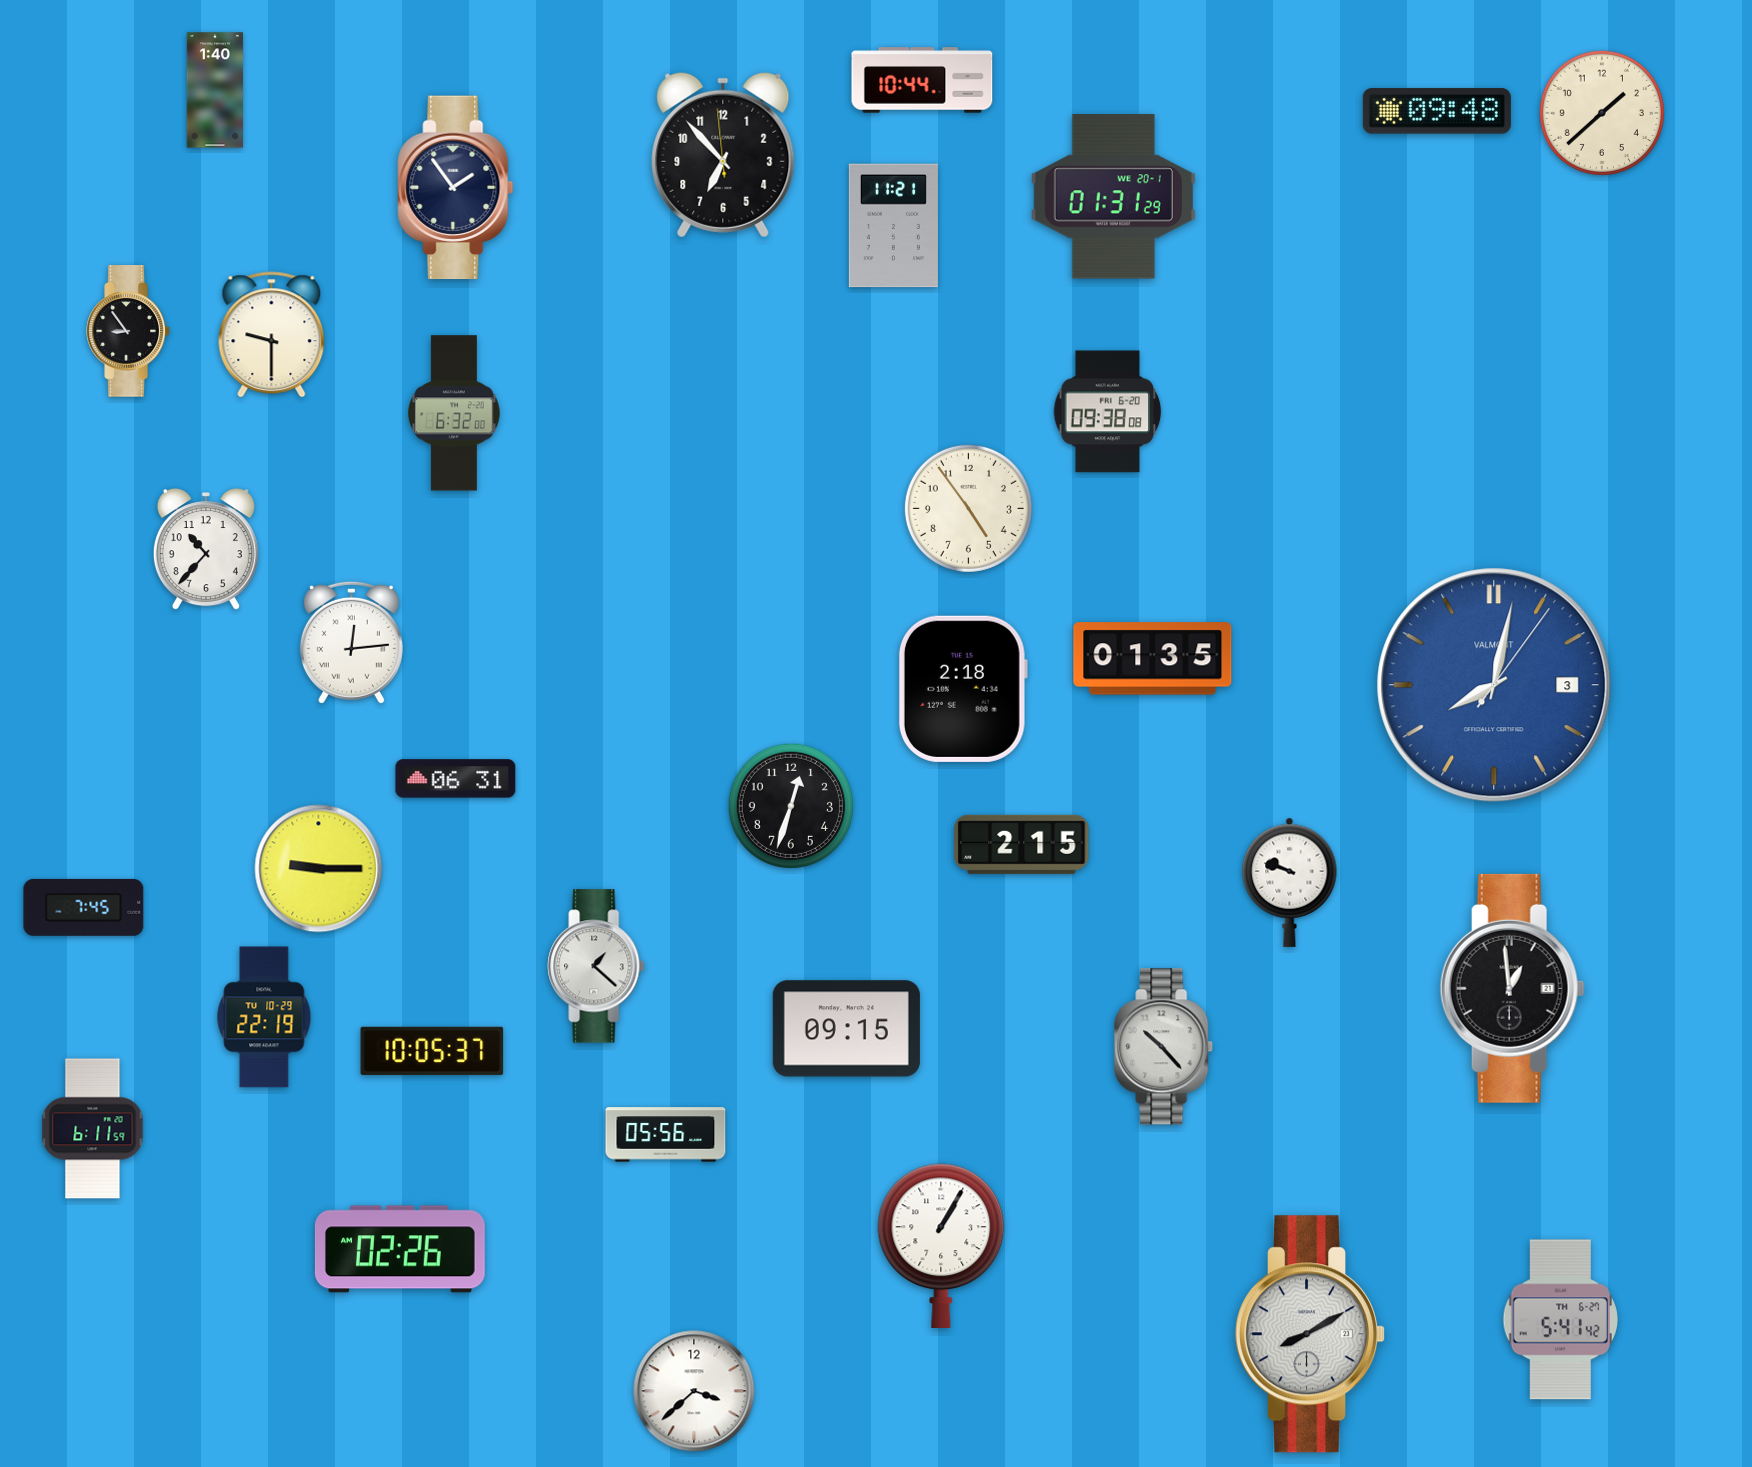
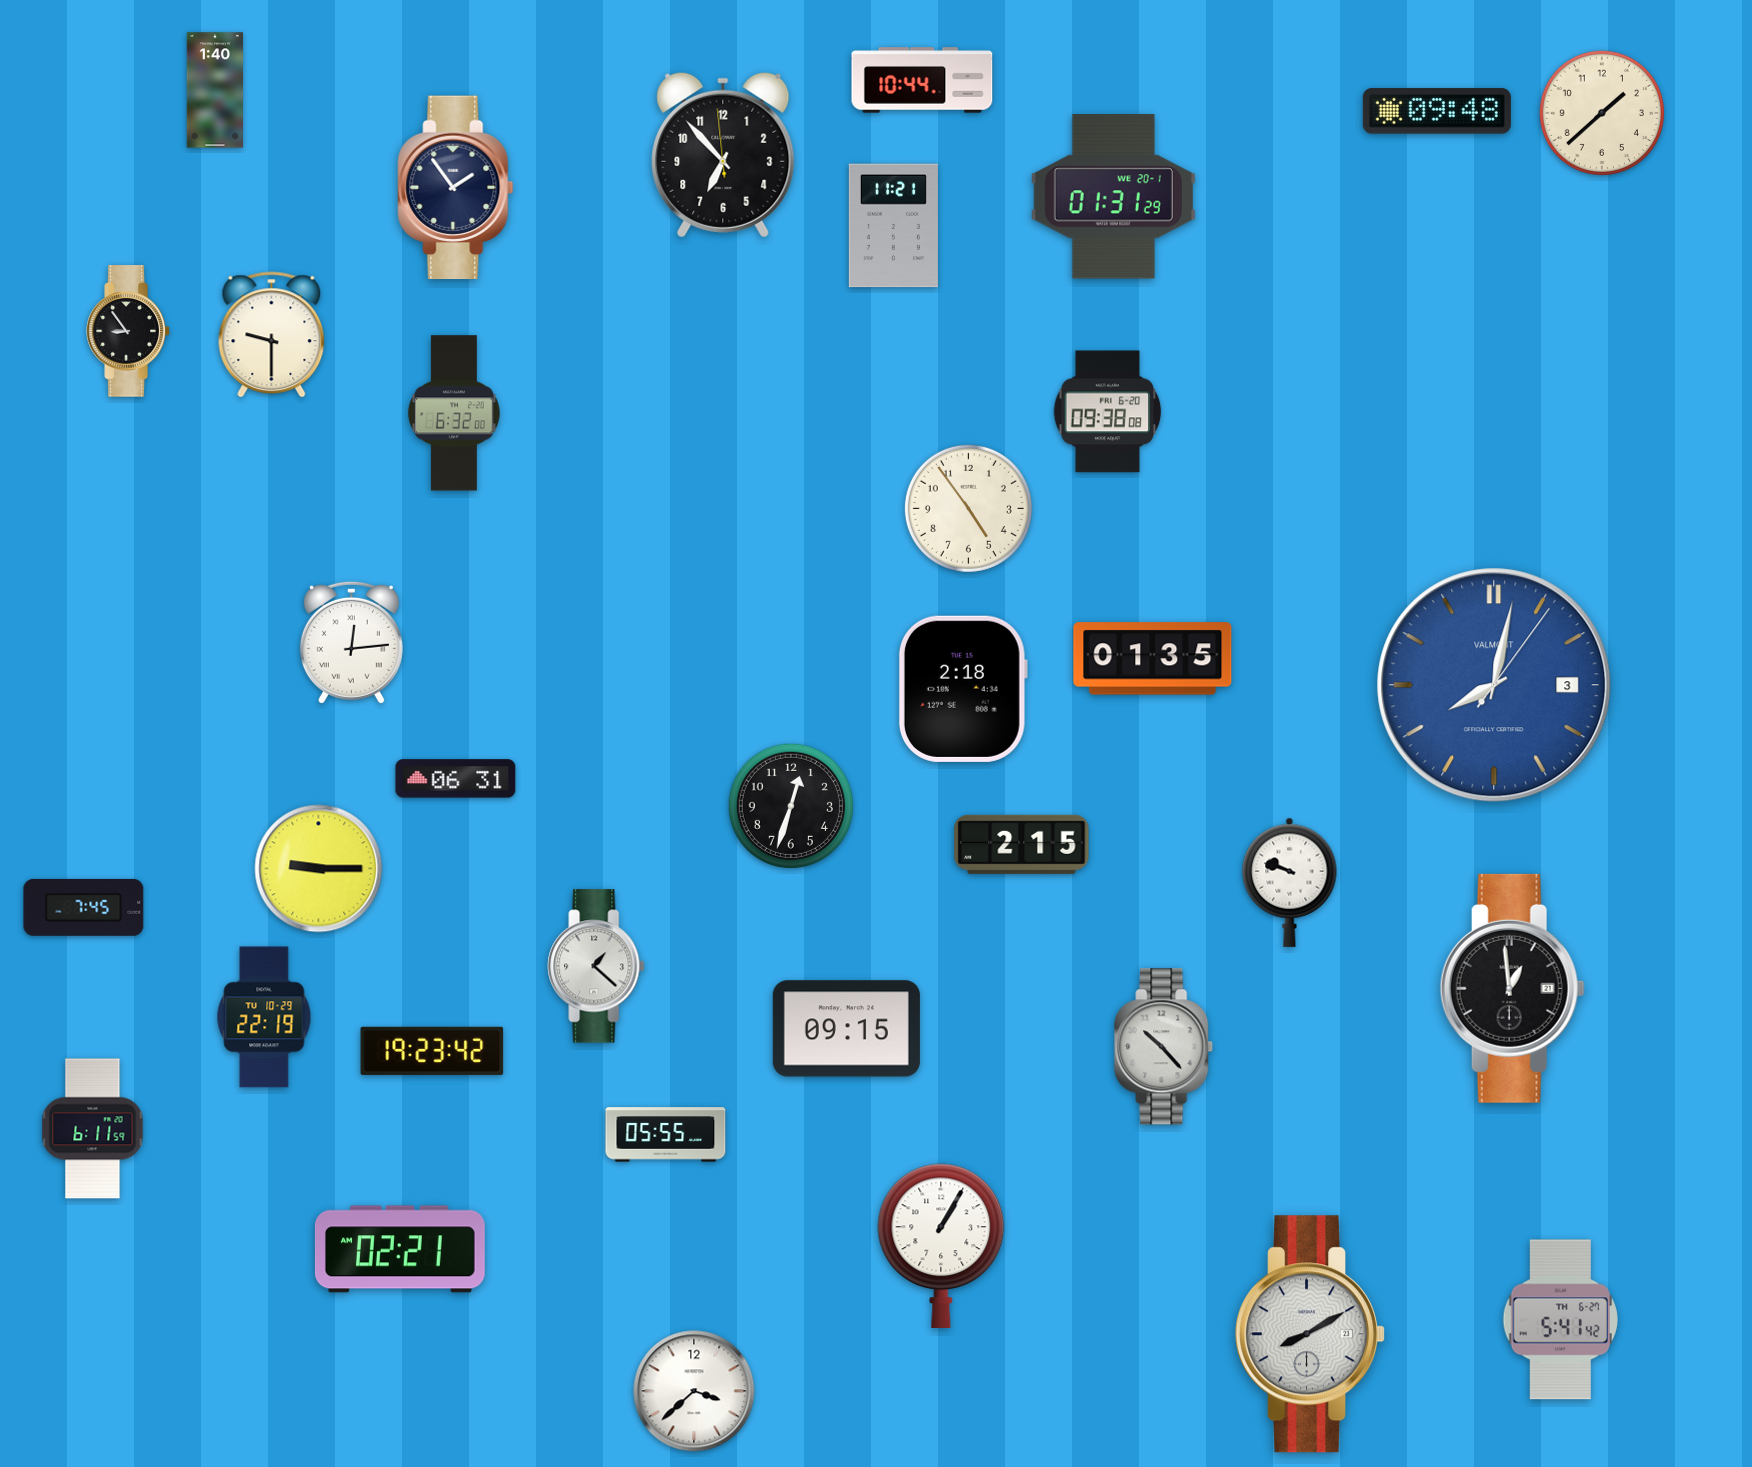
clock at (206, 550): 10:37 -> none
clock at (432, 1051): 10:05 -> 19:23
clock at (666, 1135): 05:56 -> 05:55
clock at (400, 1249): 02:26 -> 02:21
